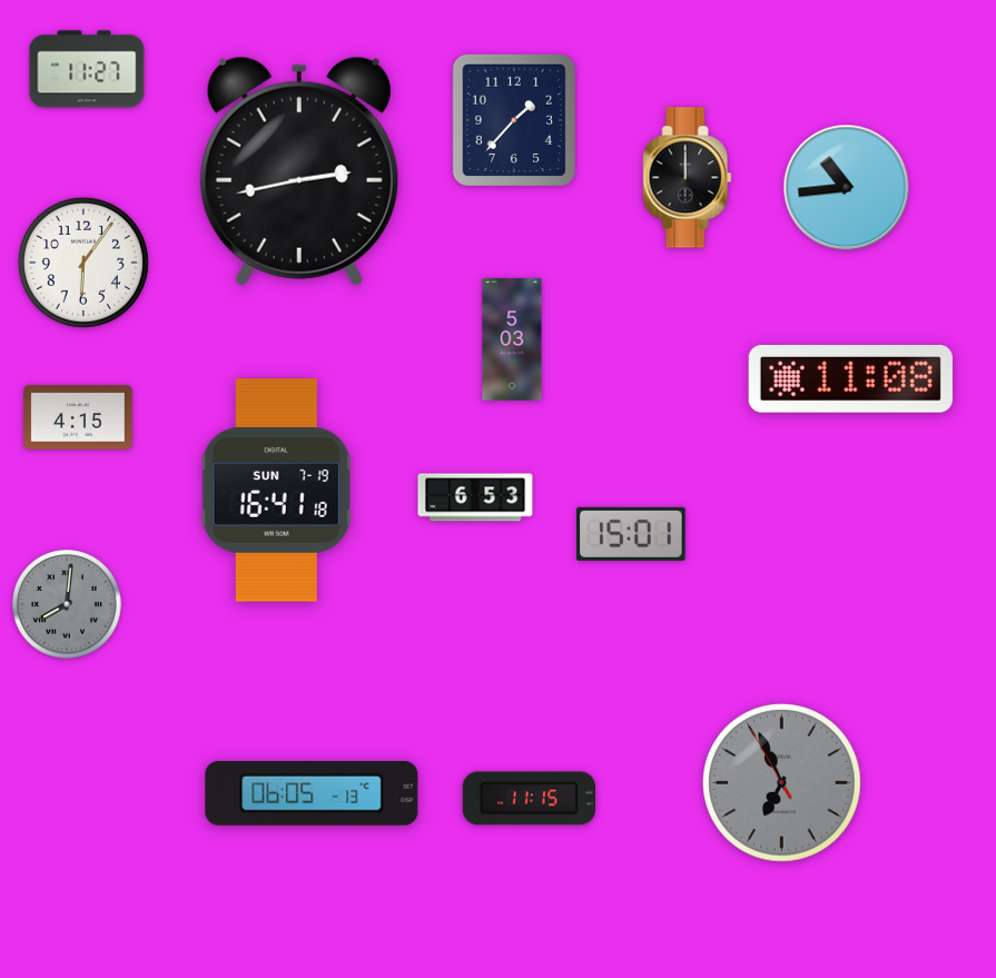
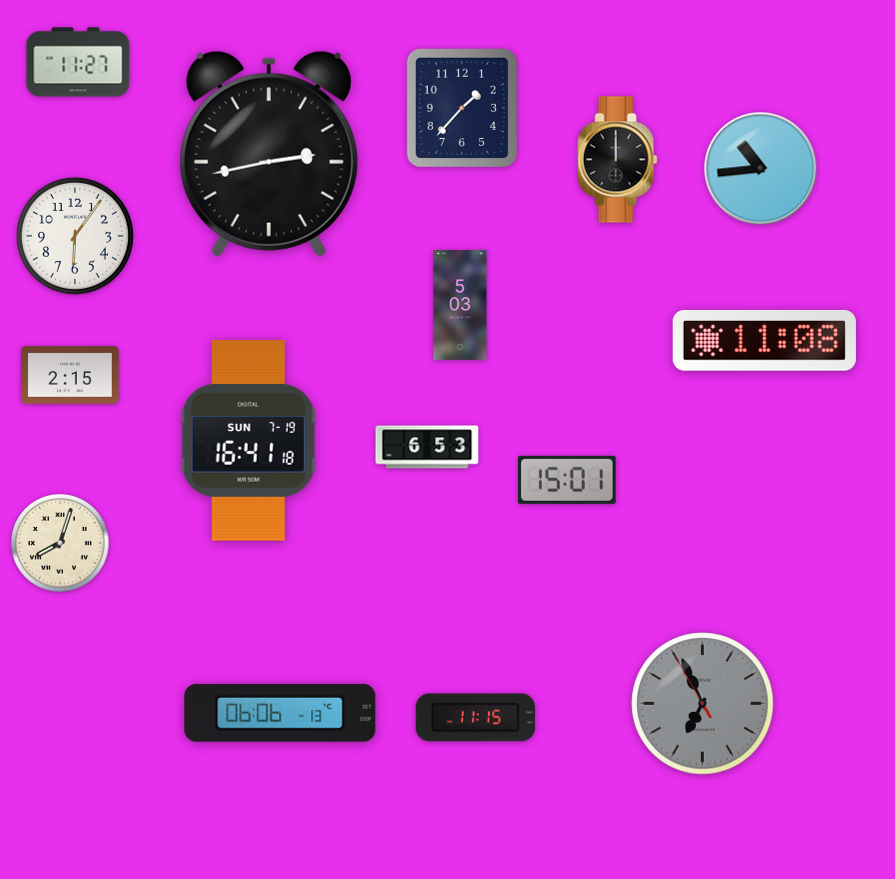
clock at (78, 417): 4:15 -> 2:15
clock at (67, 604): 8:01 -> 8:03
clock at (67, 604) dial: grey -> cream
clock at (312, 793): 06:05 -> 06:06
